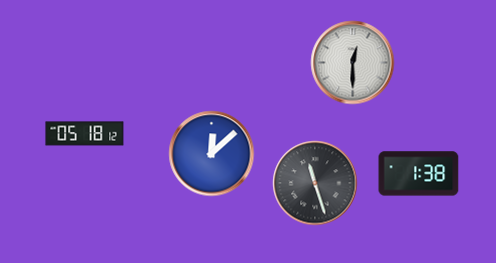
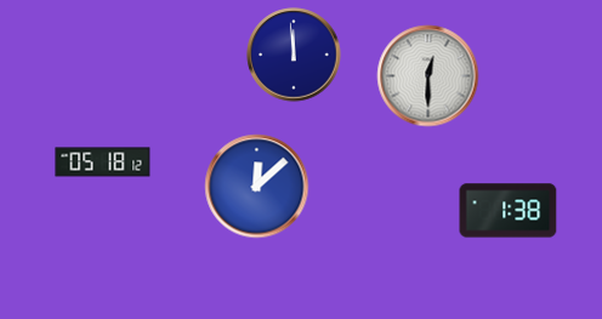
clock at (294, 55): none -> 11:59
clock at (315, 183): 11:27 -> none
